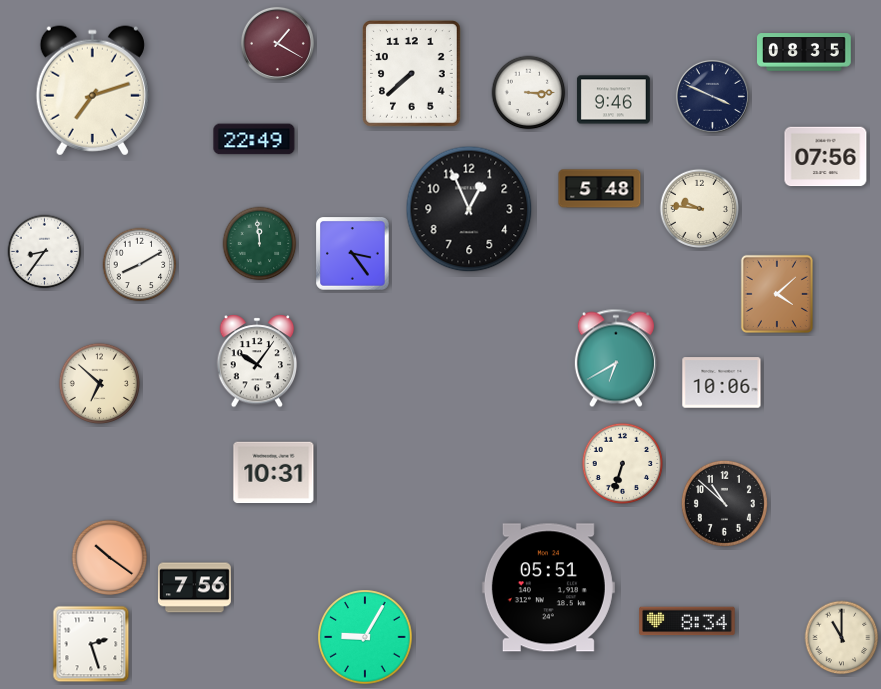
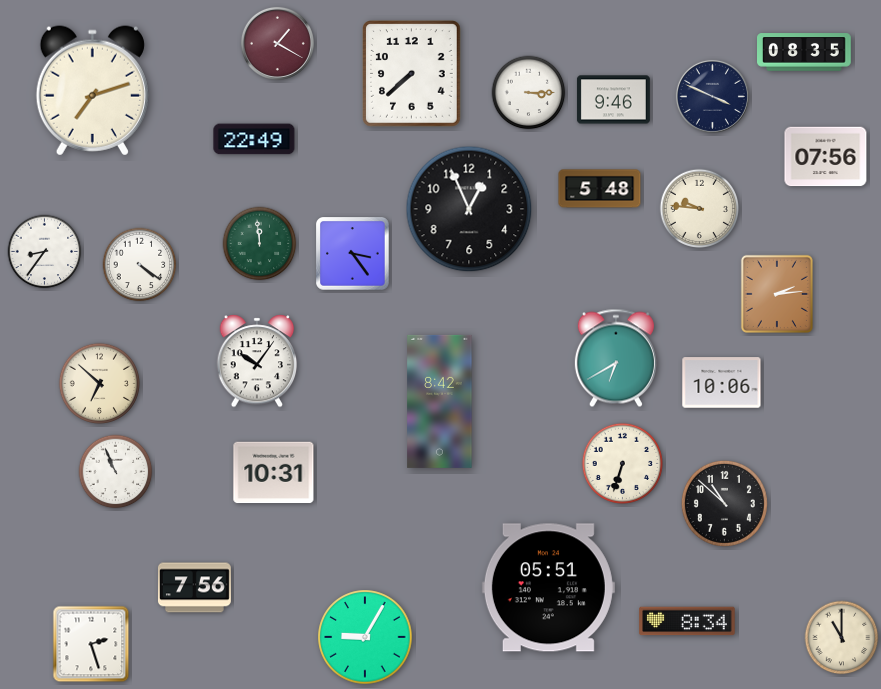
clock at (140, 265): 8:10 -> 4:21
clock at (777, 294): 4:08 -> 2:14
clock at (440, 401): none -> 8:42
clock at (116, 472): none -> 10:56
clock at (110, 558): 10:21 -> none
